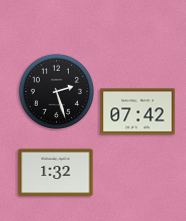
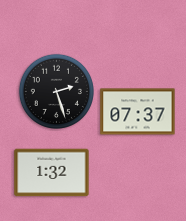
clock at (138, 112): 07:42 -> 07:37
clock at (56, 173) position: (56, 173) -> (52, 173)
